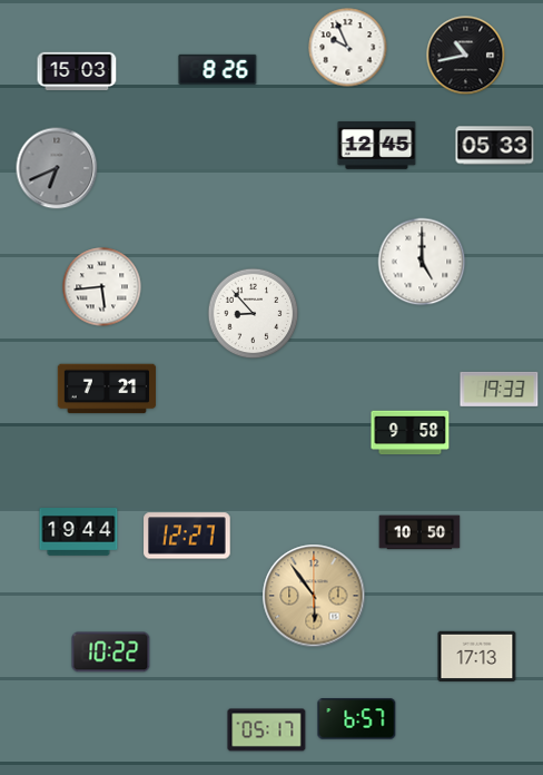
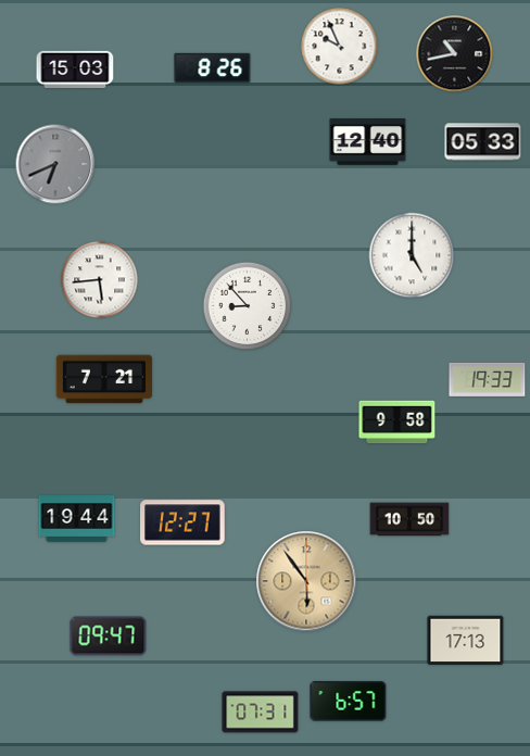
clock at (377, 146): 12:45 -> 12:40
clock at (411, 433) position: (411, 433) -> (397, 423)
clock at (111, 653): 10:22 -> 09:47
clock at (267, 730): 05:17 -> 07:31
